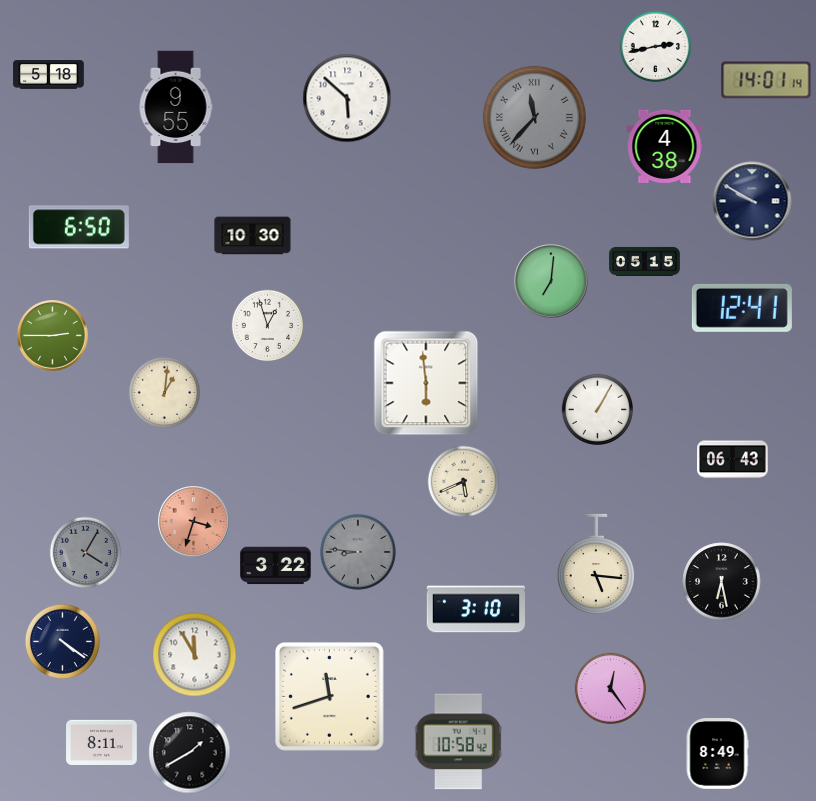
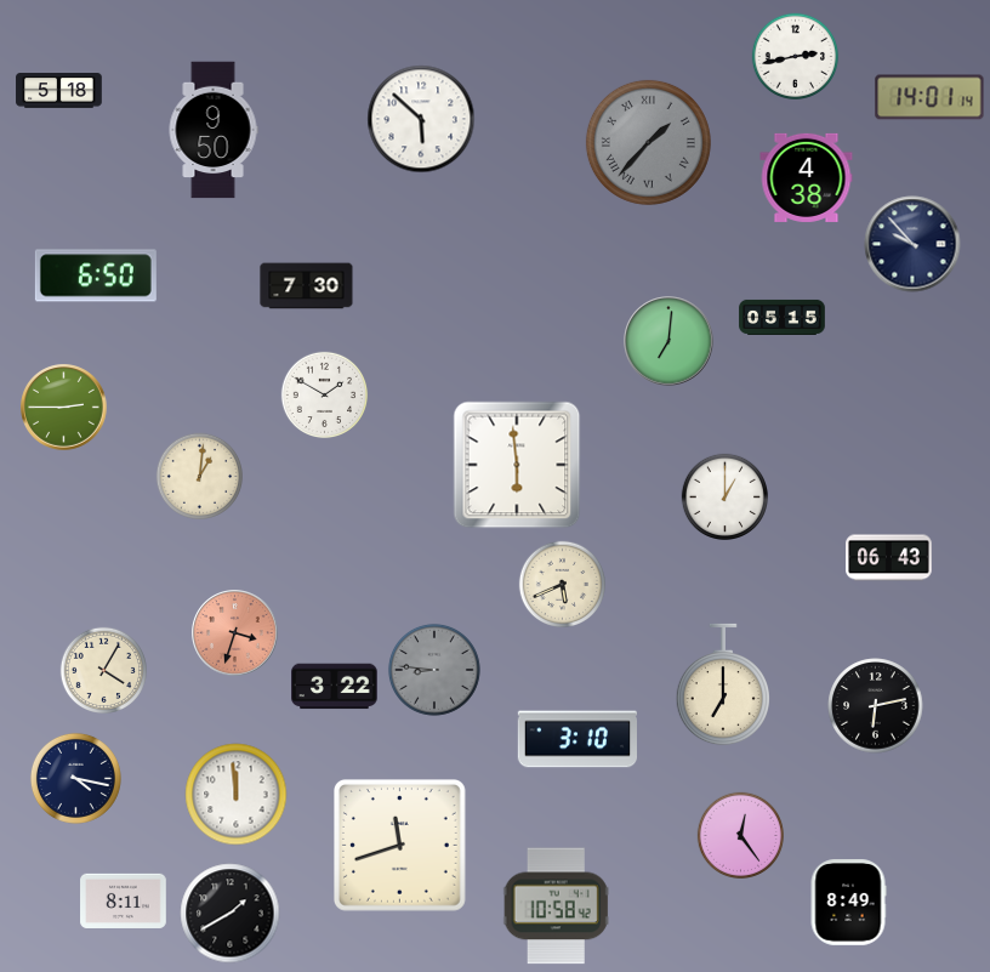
clock at (176, 107): 9:55 -> 9:50
clock at (534, 117): 11:37 -> 1:37
clock at (752, 201): 9:50 -> 9:53
clock at (253, 236): 10:30 -> 7:30
clock at (742, 308): 12:41 -> none
clock at (268, 326): 12:57 -> 1:50
clock at (598, 410): 1:05 -> 1:00
clock at (86, 553) dial: grey -> cream
clock at (596, 564): 5:16 -> 7:00
clock at (722, 582): 6:28 -> 6:13
clock at (62, 641): 4:21 -> 4:17
clock at (195, 655): 11:55 -> 11:59
clock at (459, 742) position: (459, 742) -> (557, 906)
clock at (717, 754) position: (717, 754) -> (848, 903)
